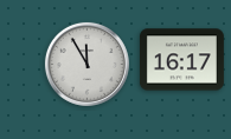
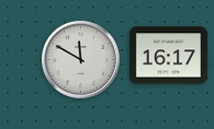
clock at (86, 64): 11:55 -> 11:50
